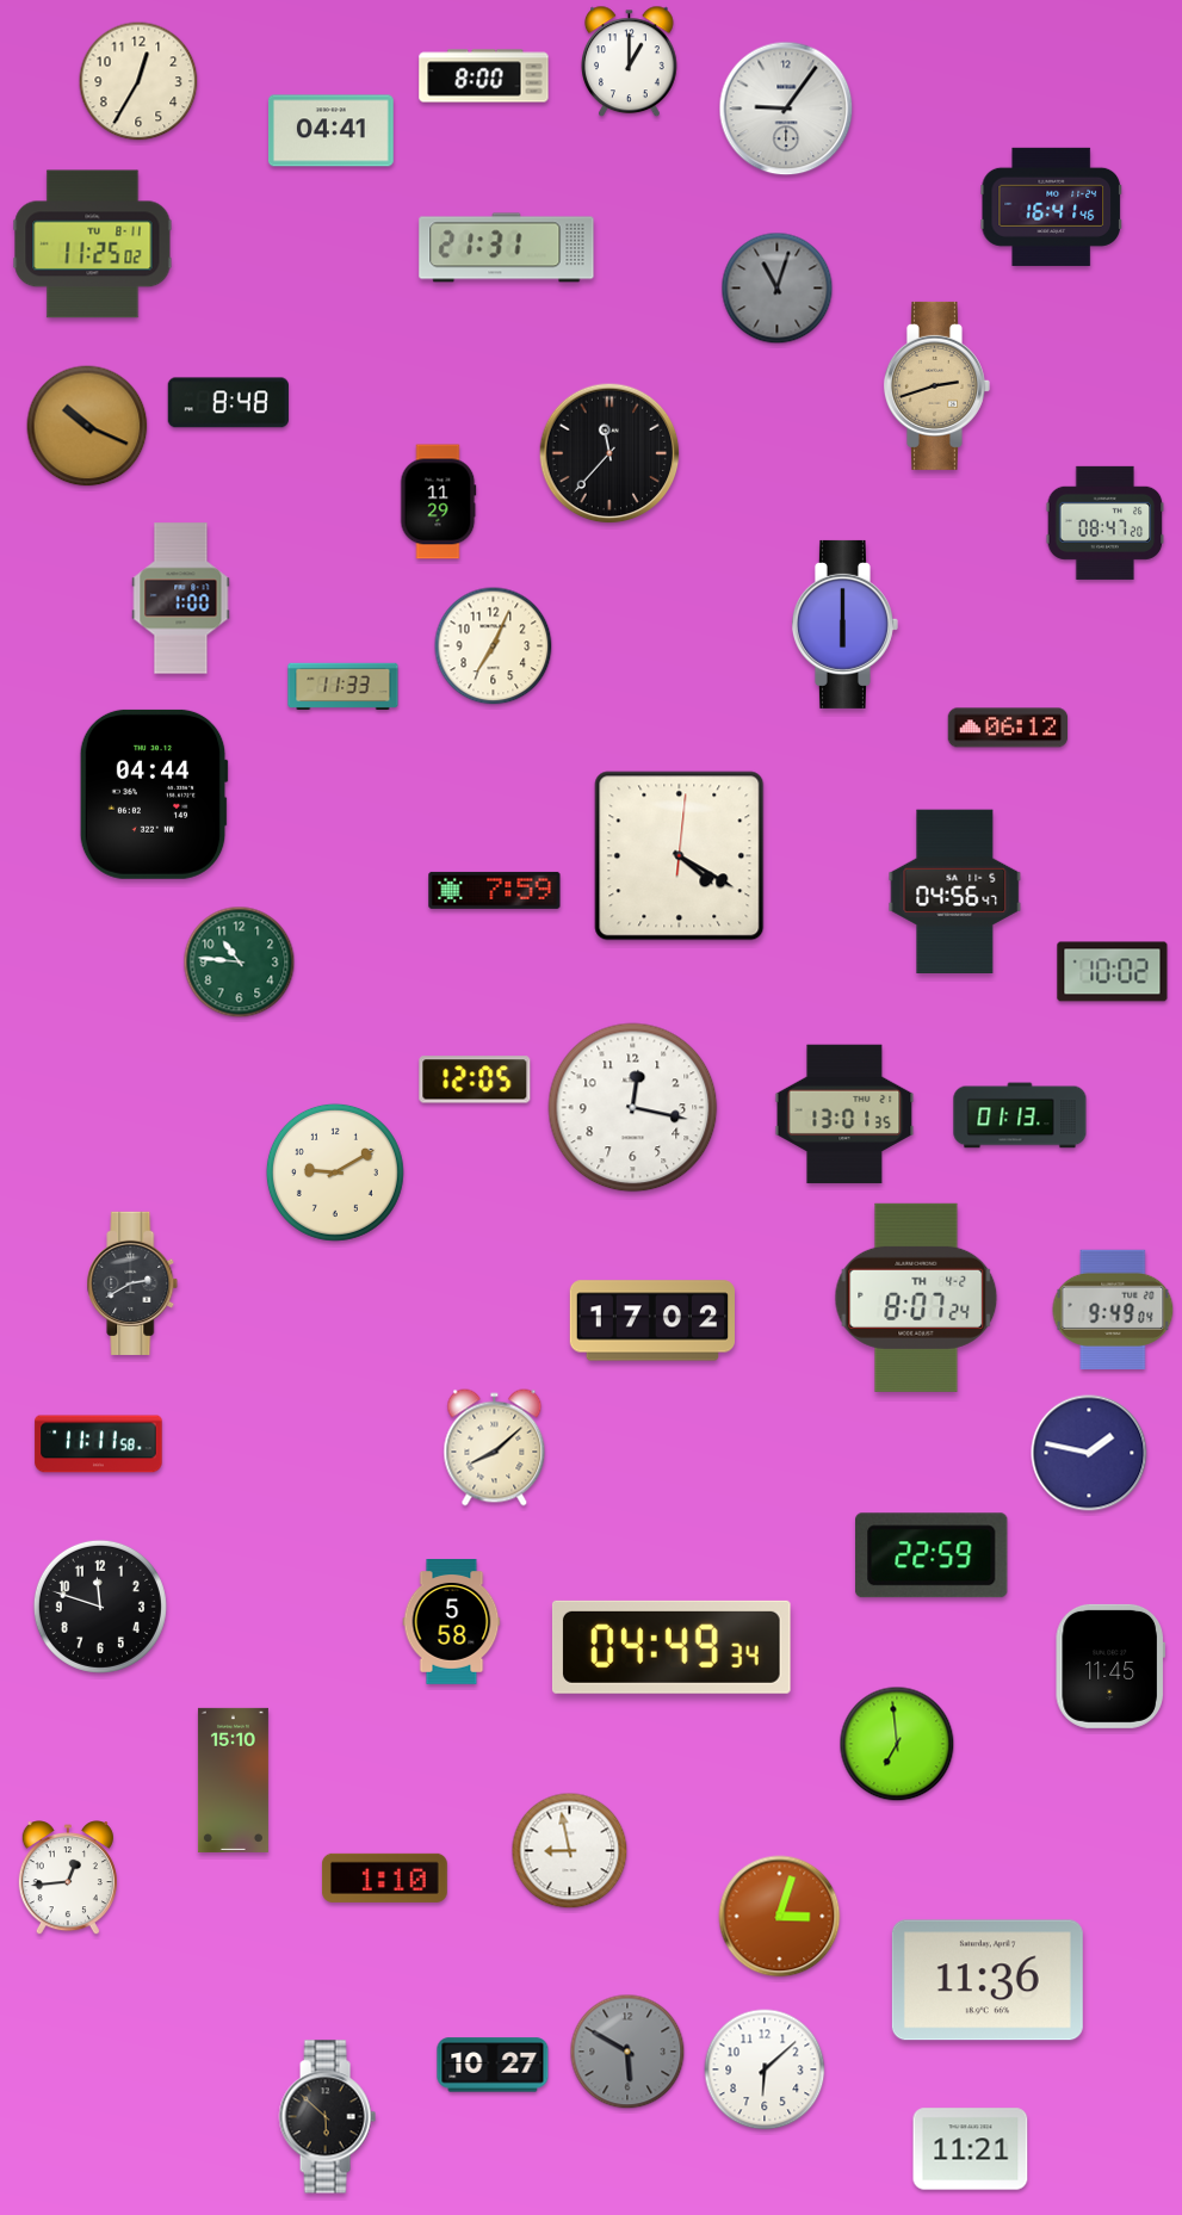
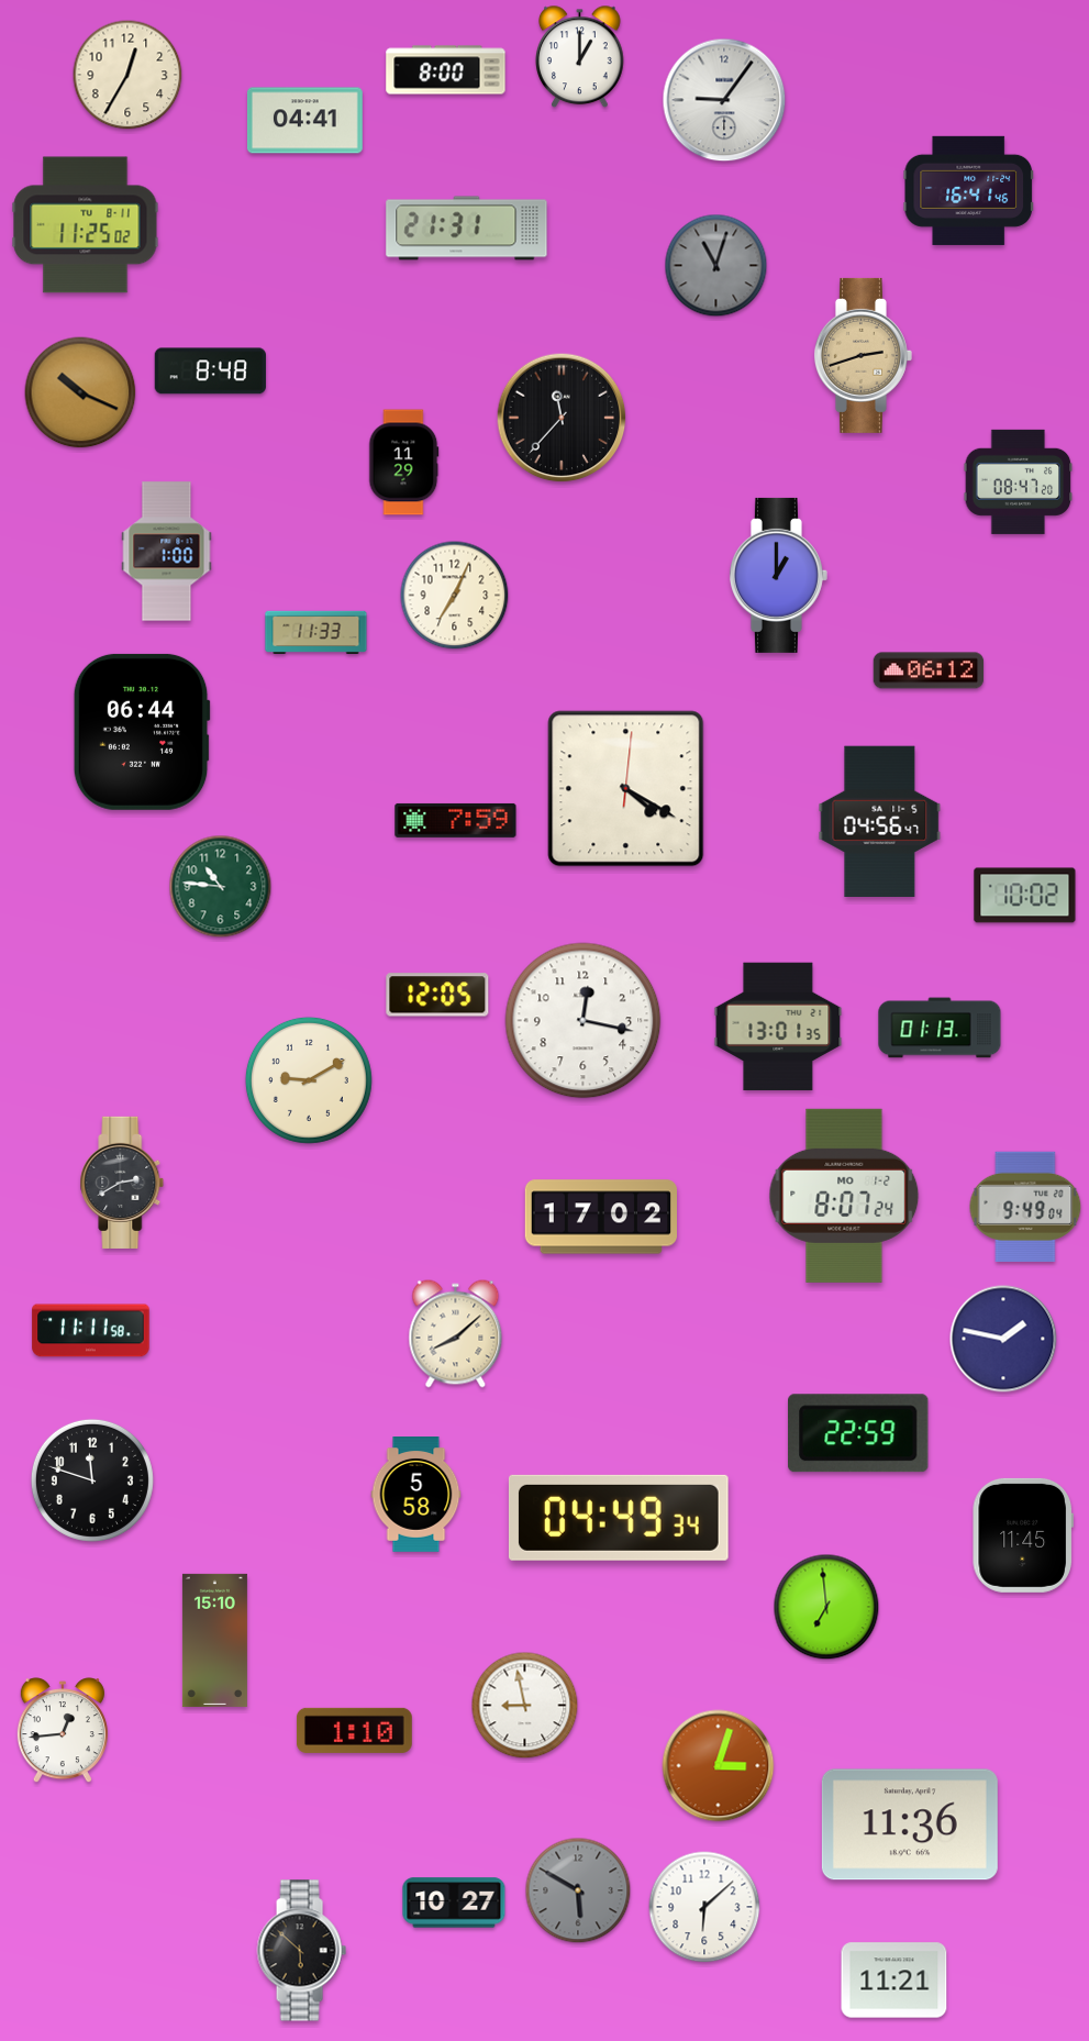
clock at (844, 624): 6:00 -> 1:00
clock at (154, 794): 04:44 -> 06:44
clock at (916, 1298) date: TH 4-2 -> MO 1-2
